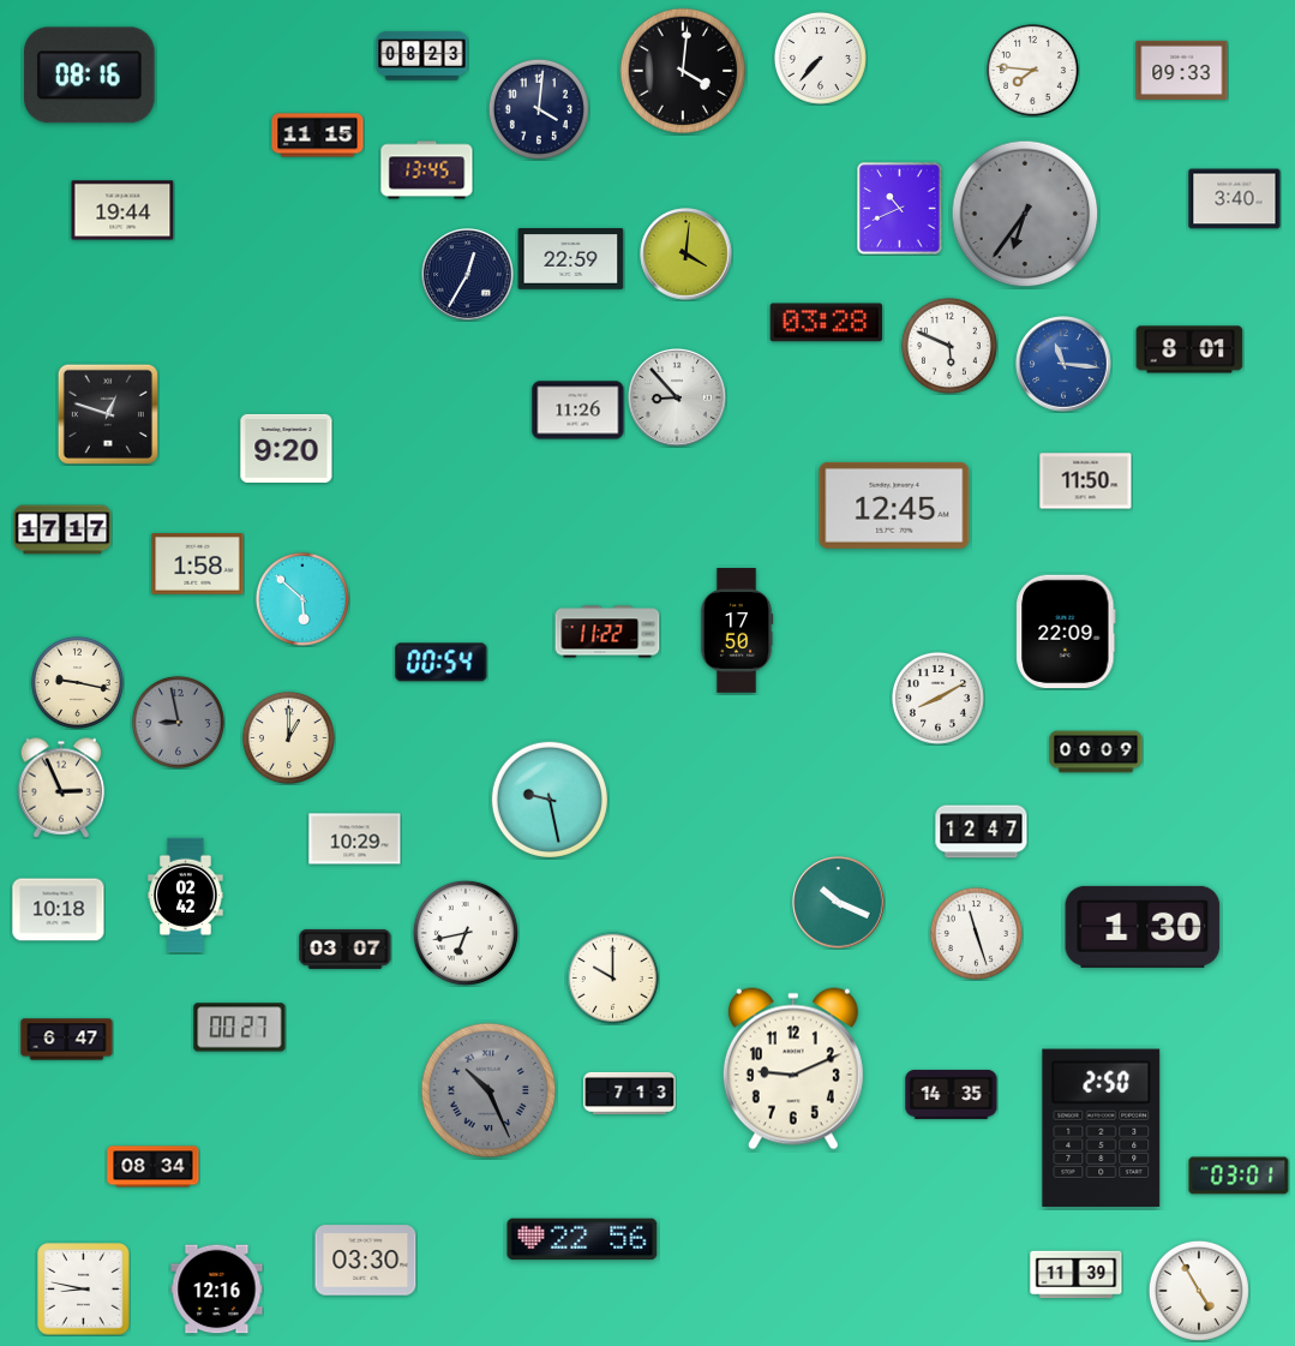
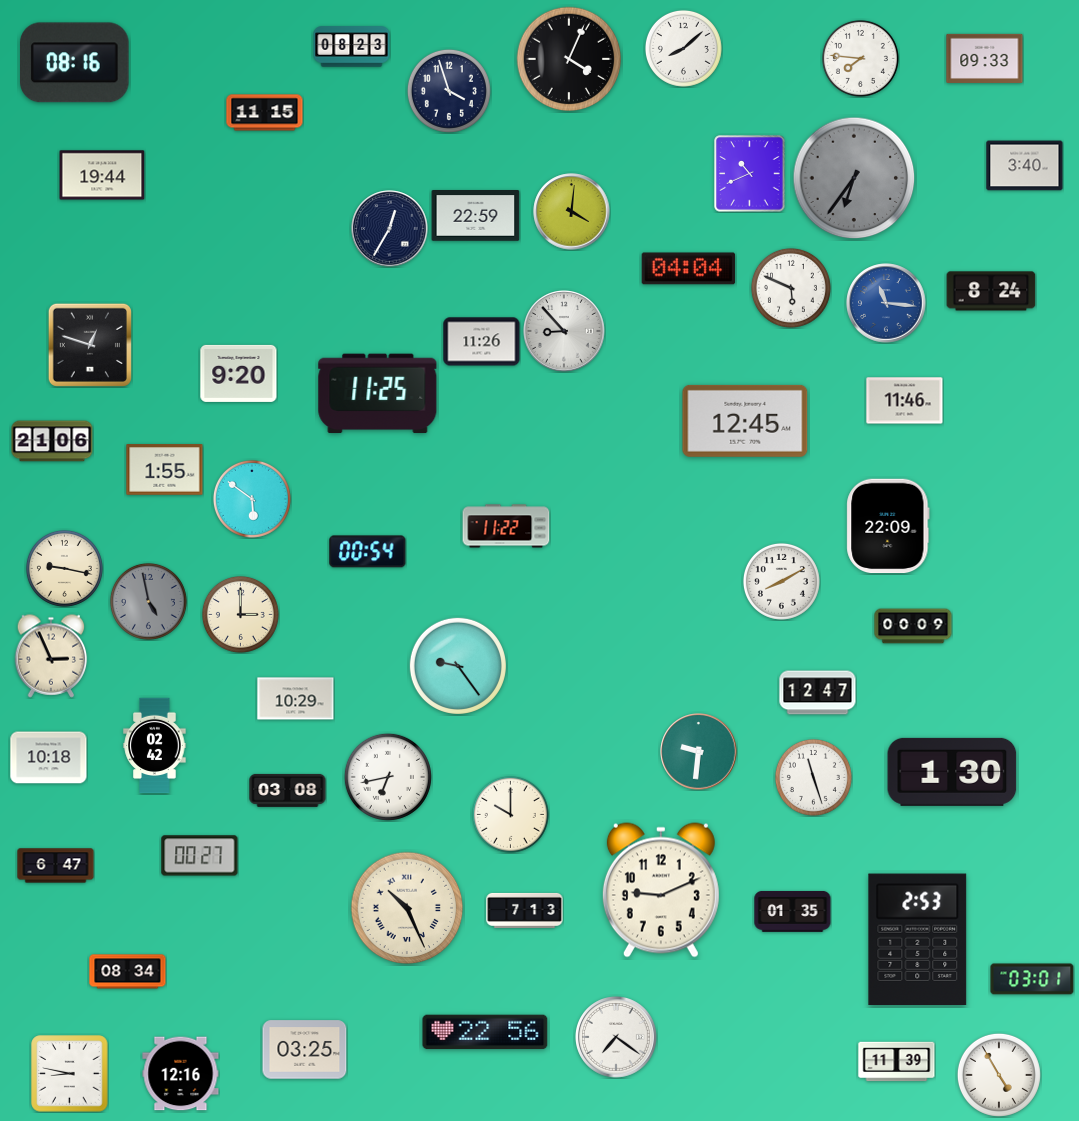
clock at (820, 58): 7:37 -> 8:08
clock at (683, 71): 4:01 -> 4:04
clock at (539, 109): 4:01 -> 3:57
clock at (427, 171): 13:45 -> none
clock at (1235, 199) position: (1235, 199) -> (1025, 166)
clock at (827, 323): 03:28 -> 04:04
clock at (1189, 349): 8:01 -> 8:24
clock at (378, 394): none -> 11:25
clock at (1086, 481): 11:50 -> 11:46
clock at (62, 530): 17:17 -> 21:06
clock at (198, 564): 1:58 -> 1:55
clock at (302, 599): 5:52 -> 5:51
clock at (737, 632): 17:50 -> none
clock at (178, 722): 8:58 -> 4:58
clock at (288, 737): 1:00 -> 3:00
clock at (548, 798): 9:28 -> 9:24
clock at (839, 903): 10:19 -> 9:31
clock at (346, 949): 03:07 -> 03:08
clock at (488, 1090) dial: grey -> cream
clock at (952, 1094): 14:35 -> 01:35
clock at (1102, 1127): 2:50 -> 2:53
clock at (617, 1038): none -> 7:21
clock at (366, 1261): 03:30 -> 03:25
